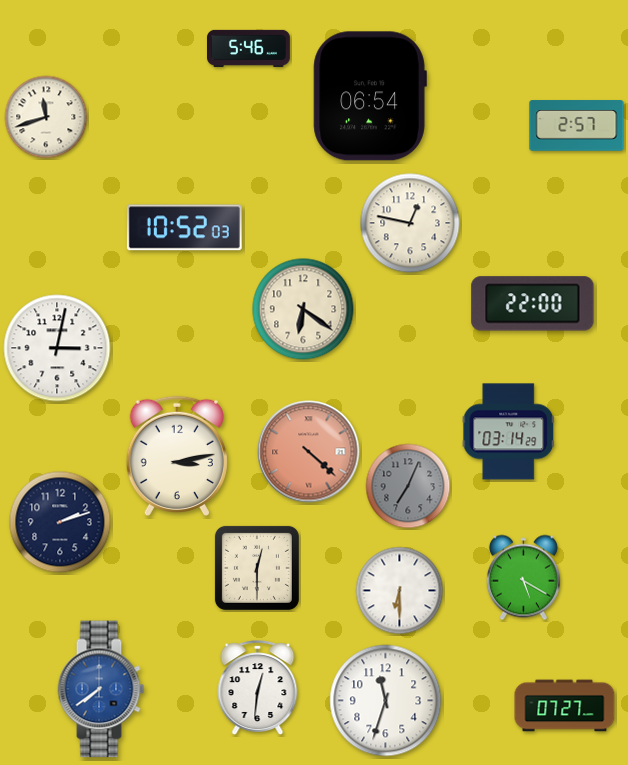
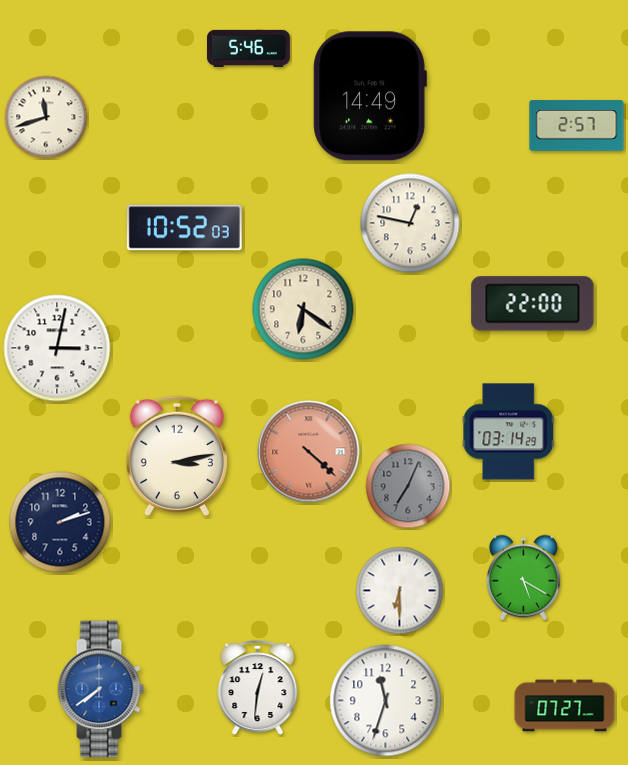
clock at (370, 96): 06:54 -> 14:49
clock at (257, 568): 12:30 -> none
